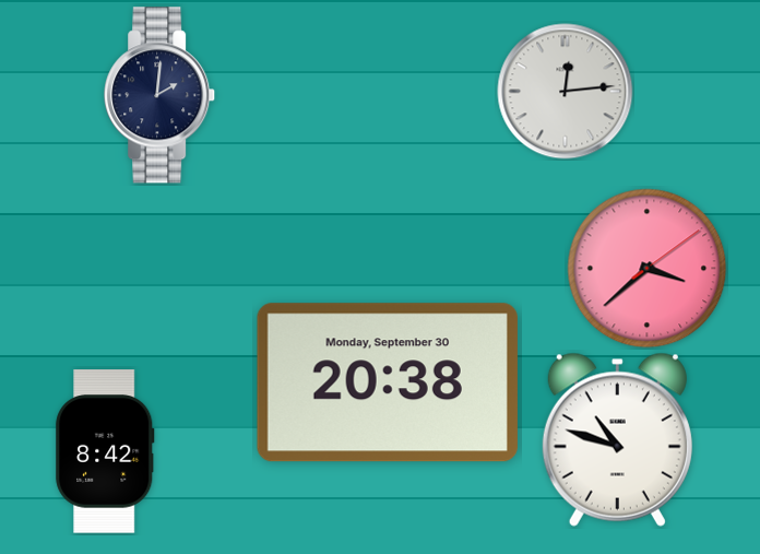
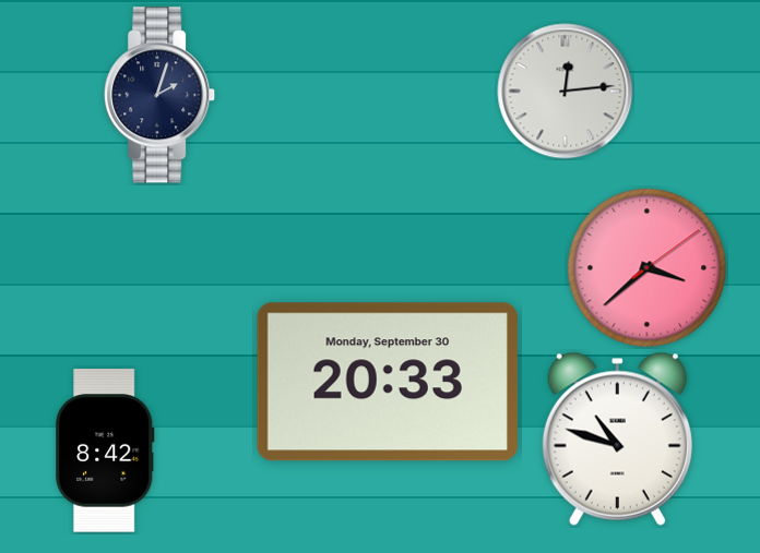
clock at (161, 95): 2:01 -> 2:03
clock at (388, 382): 20:38 -> 20:33
